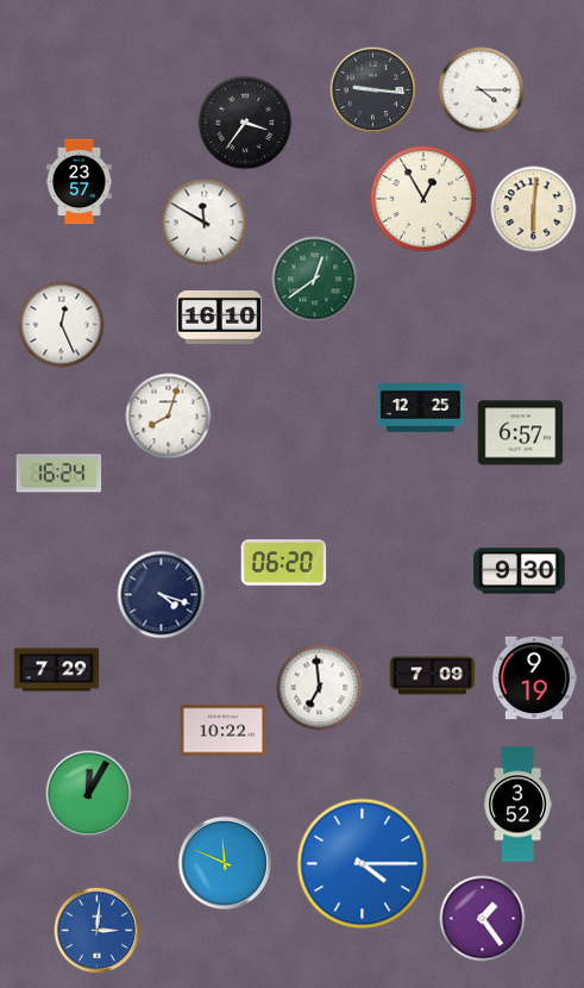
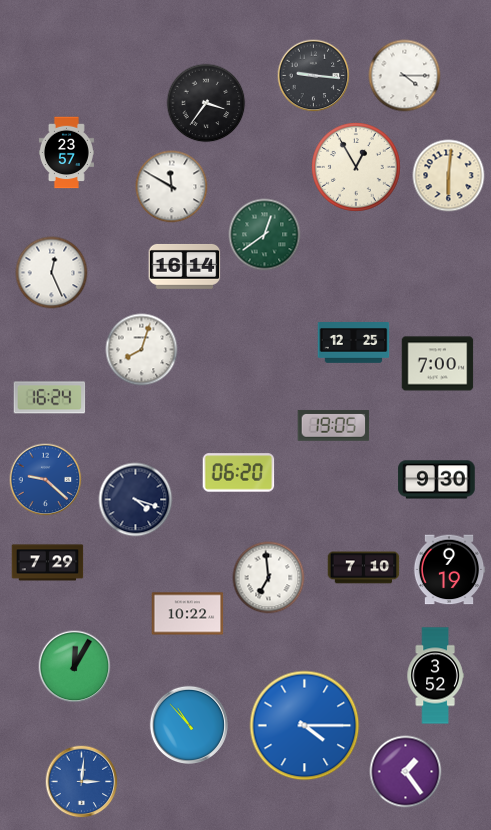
clock at (220, 317): 16:10 -> 16:14
clock at (521, 433): 6:57 -> 7:00
clock at (334, 426): none -> 19:05
clock at (46, 480): none -> 9:22
clock at (433, 676): 7:09 -> 7:10
clock at (224, 862): 11:49 -> 10:53
